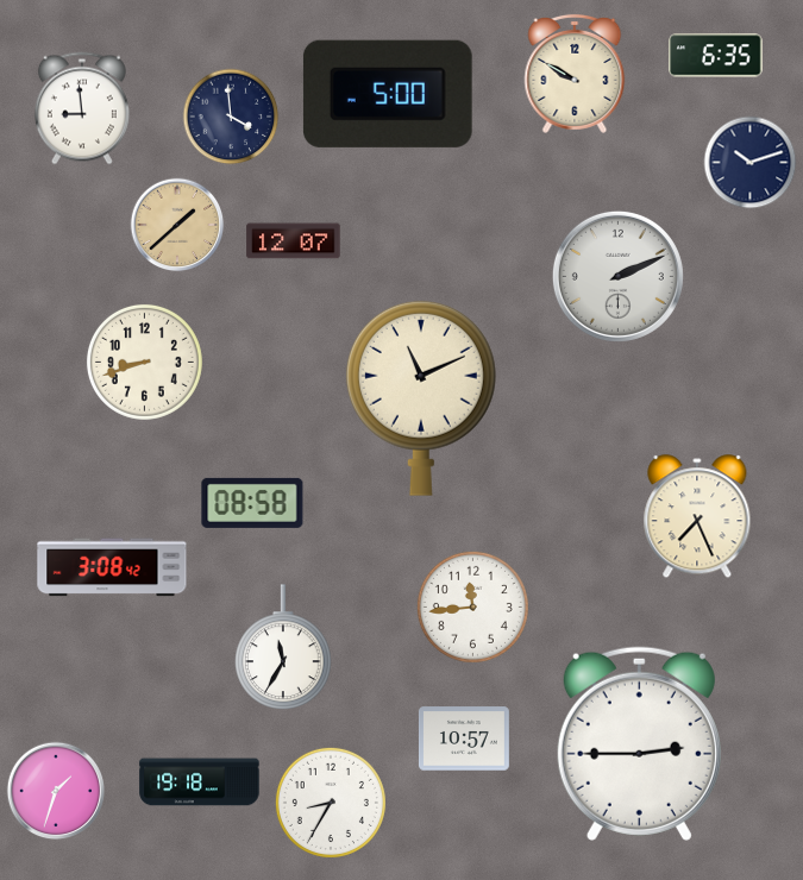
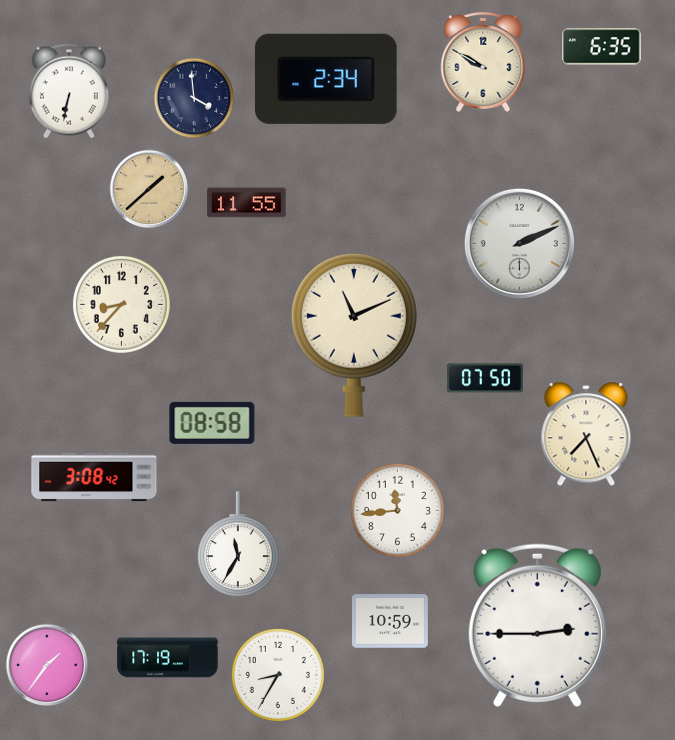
clock at (388, 94): 5:00 -> 2:34
clock at (82, 108): 8:59 -> 6:32
clock at (751, 163): 10:12 -> none
clock at (294, 241): 12:07 -> 11:55
clock at (617, 276) position: (617, 276) -> (519, 243)
clock at (144, 362): 8:42 -> 8:37
clock at (485, 378): none -> 07:50
clock at (464, 738): 10:57 -> 10:59
clock at (200, 782): 19:18 -> 17:19
clock at (56, 791): 1:33 -> 1:36
